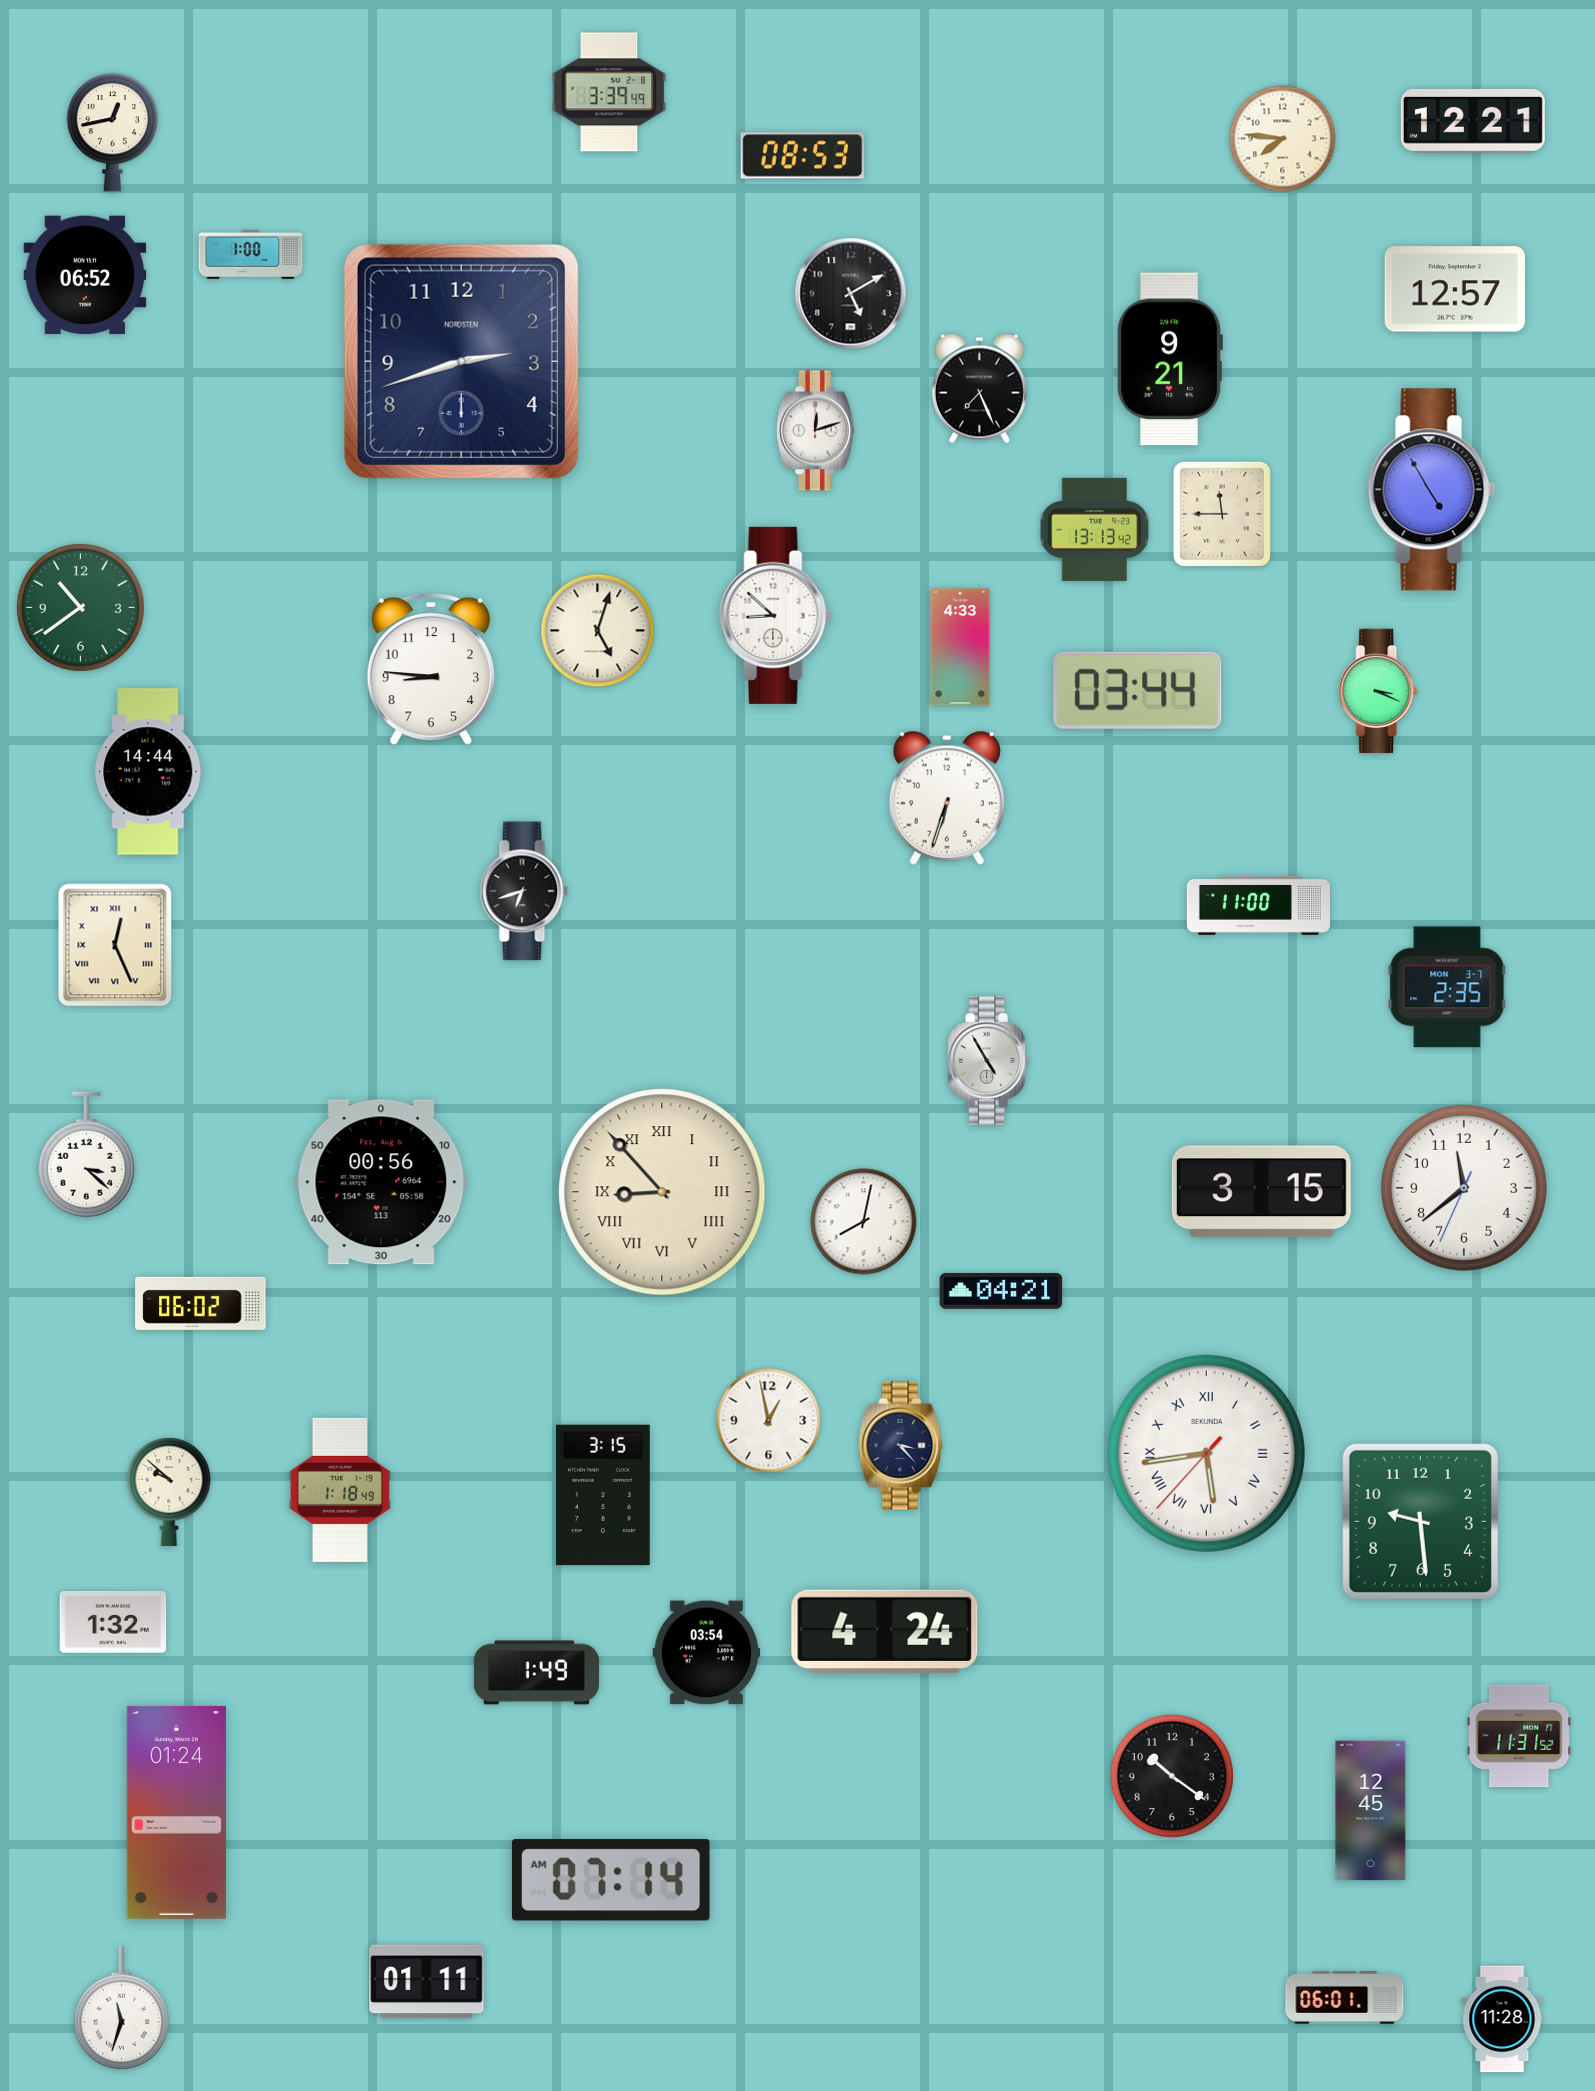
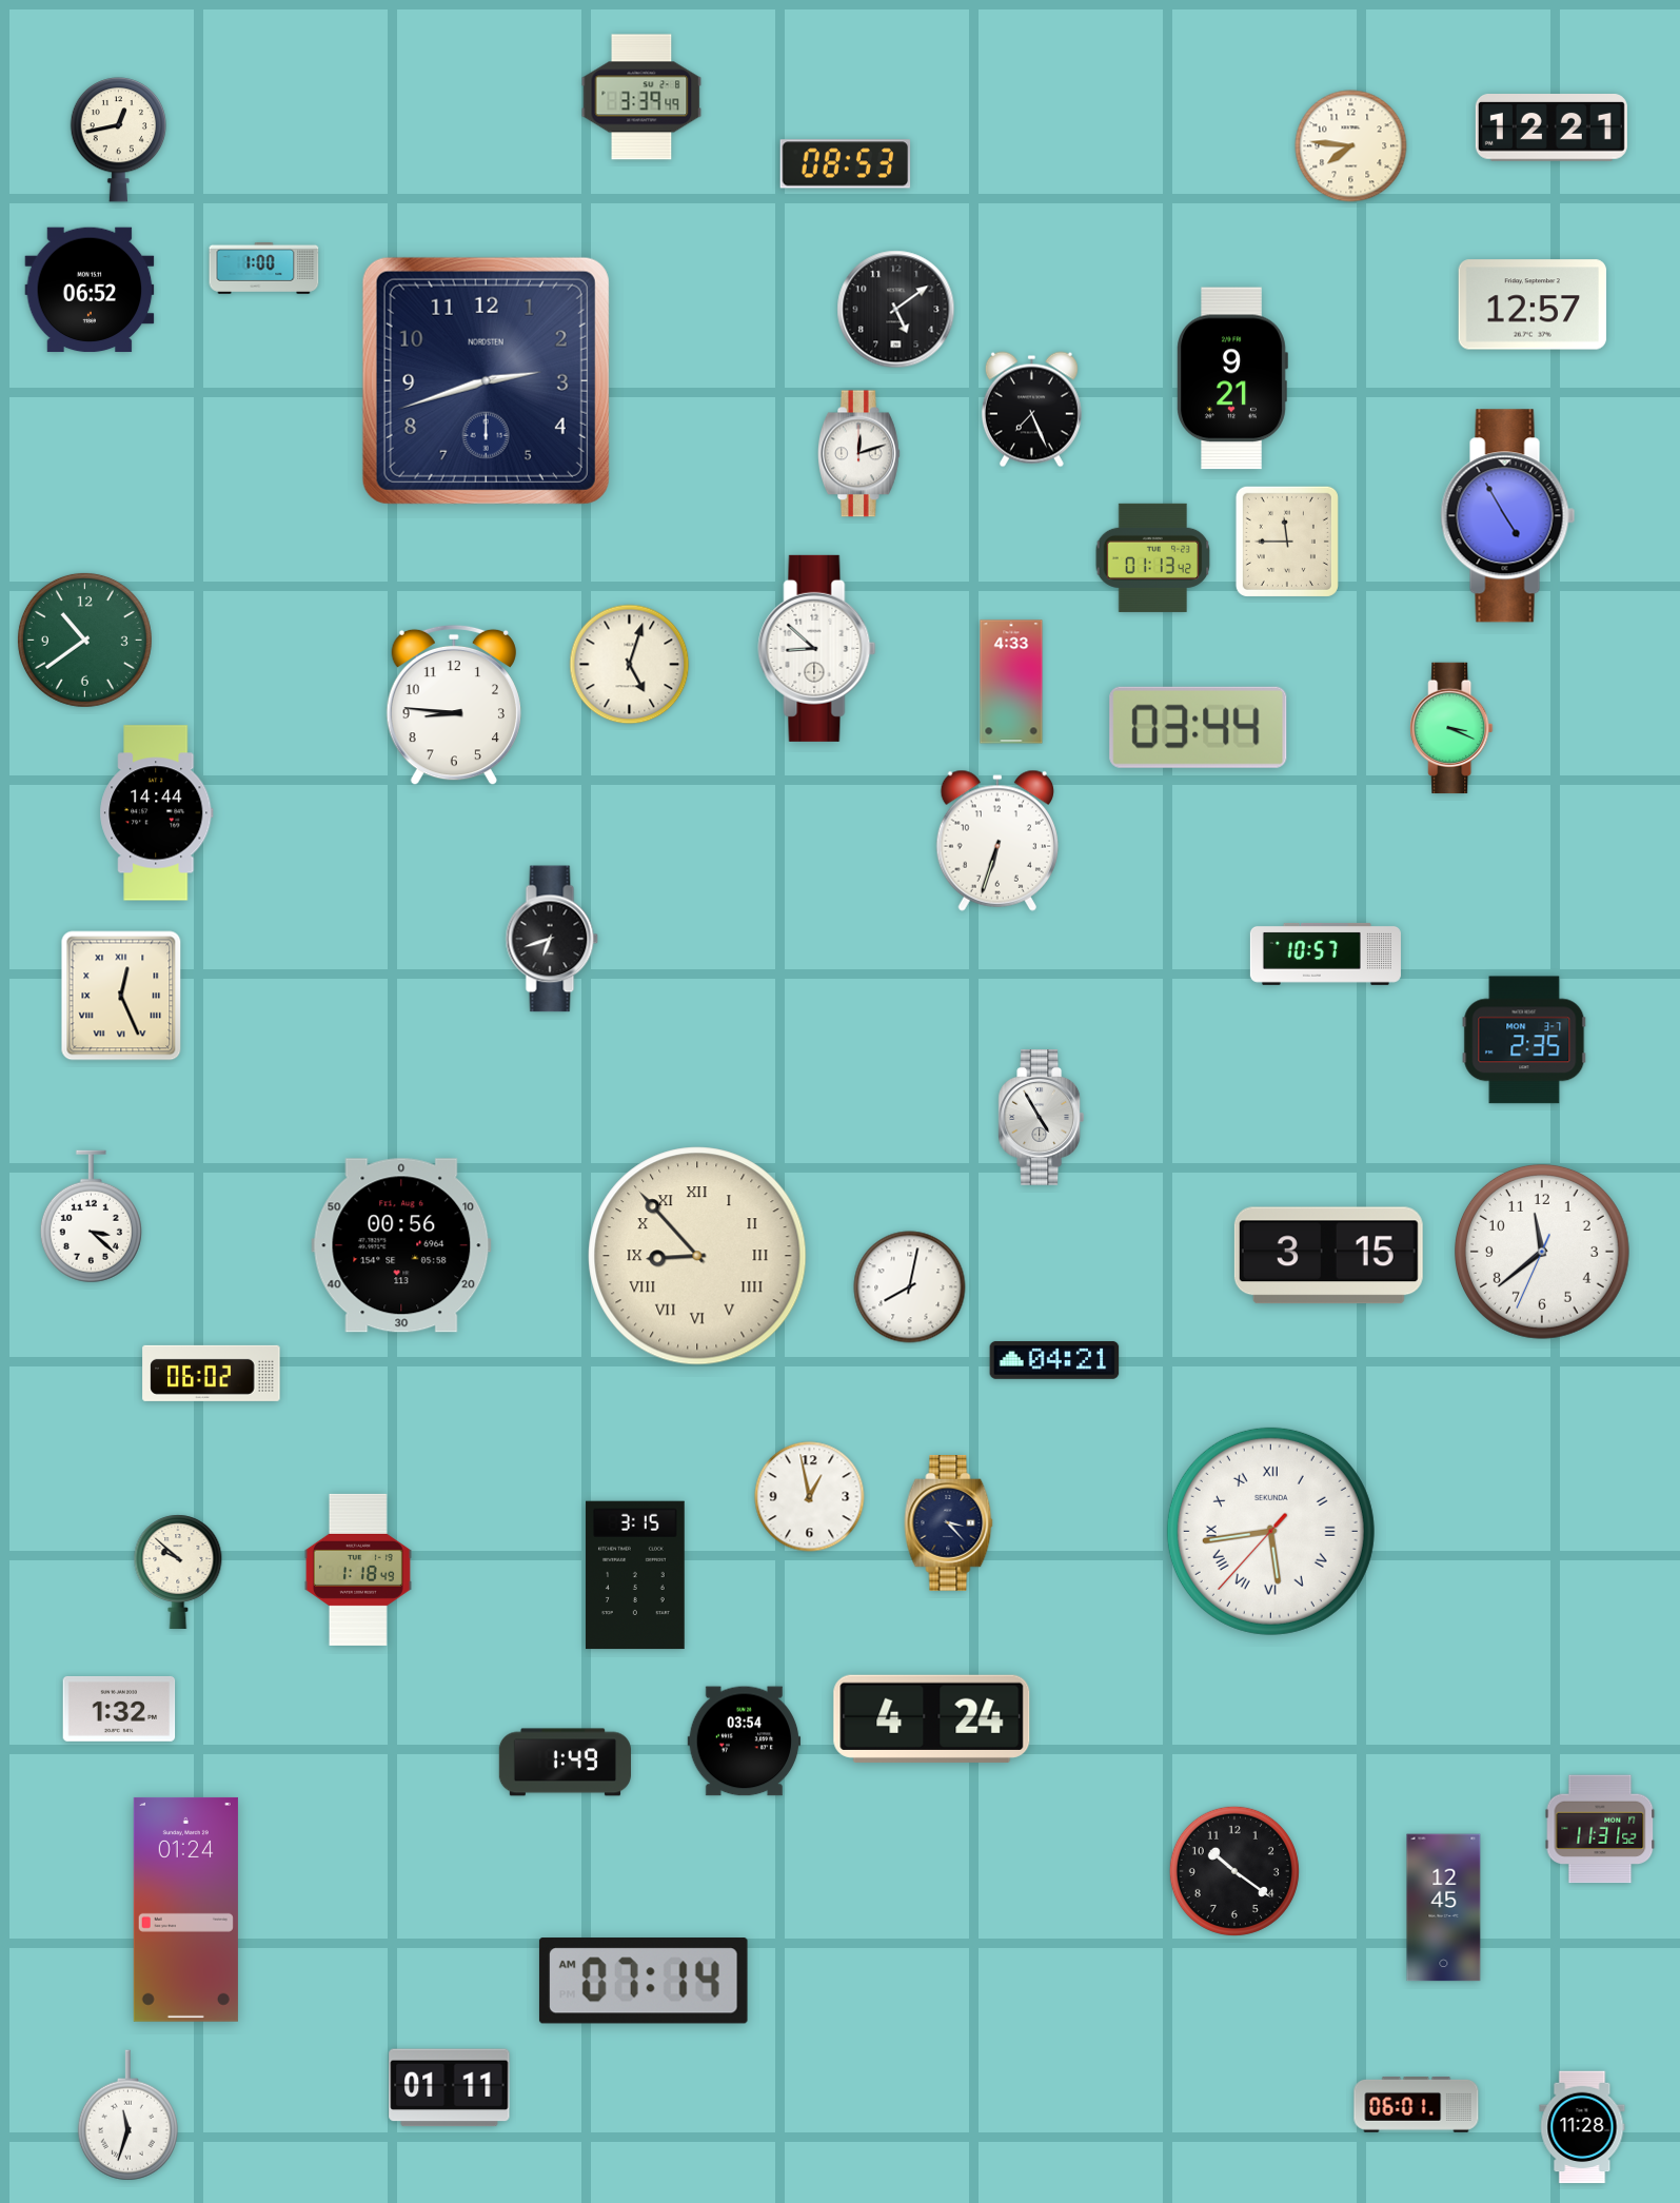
clock at (851, 294): 5:10 -> 5:09
clock at (1095, 529): 13:13 -> 01:13
clock at (1258, 905): 11:00 -> 10:57
clock at (1420, 1521): 9:29 -> none
